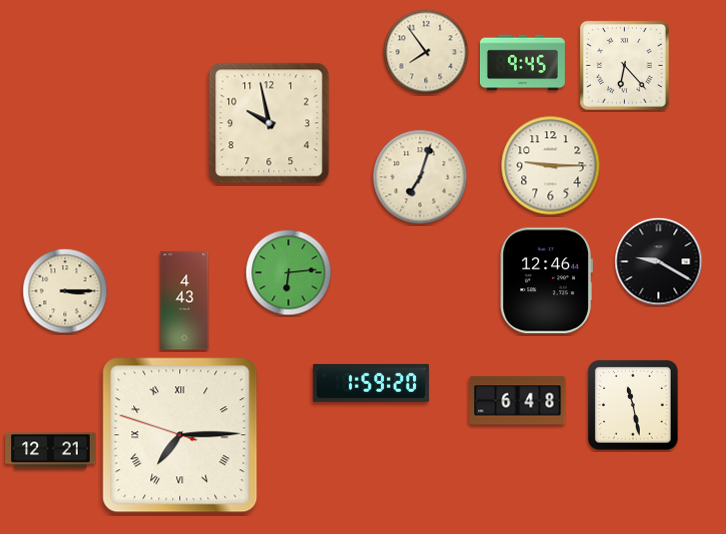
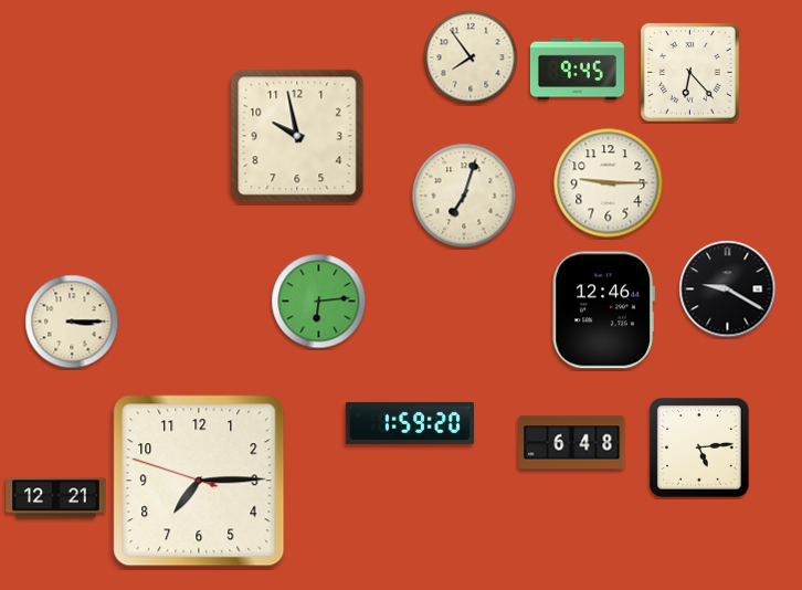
clock at (185, 301): 4:43 -> none
clock at (634, 406): 11:28 -> 5:14
clock at (180, 435) numerals: Roman -> Arabic
